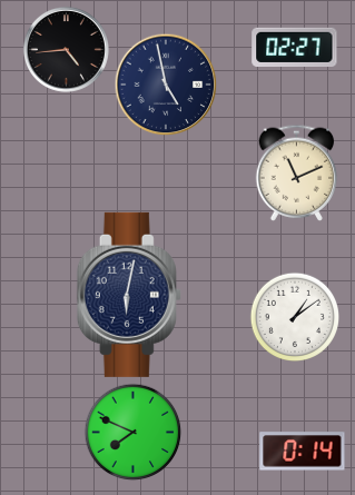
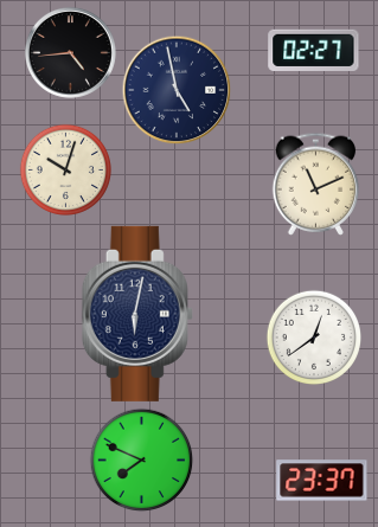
clock at (65, 169): none -> 10:03
clock at (294, 316): 1:09 -> 12:39
clock at (303, 452): 0:14 -> 23:37
